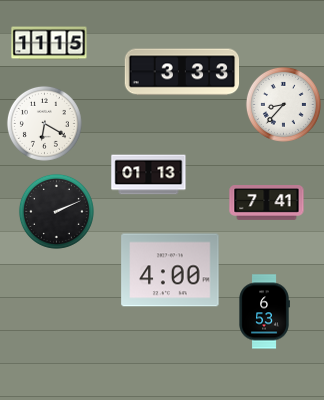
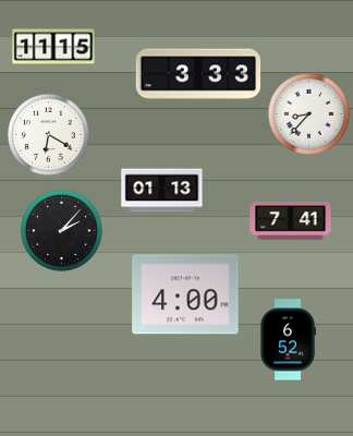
clock at (182, 72) position: (182, 72) -> (198, 74)
clock at (56, 211): 2:11 -> 2:07
clock at (264, 312): 6:53 -> 6:52
